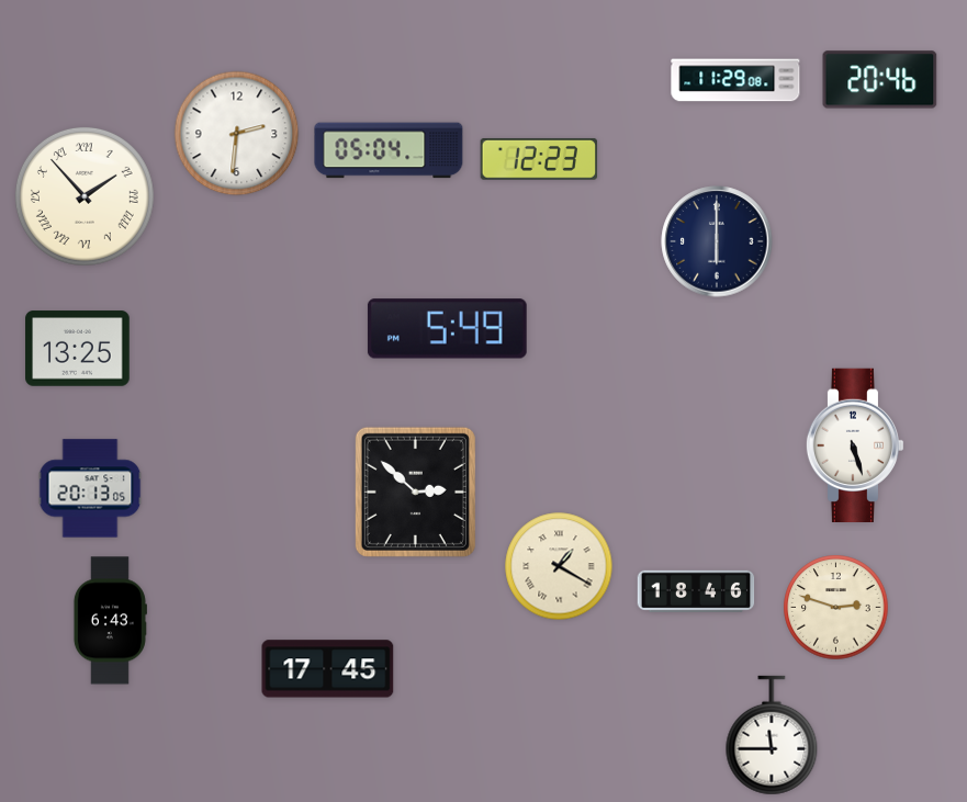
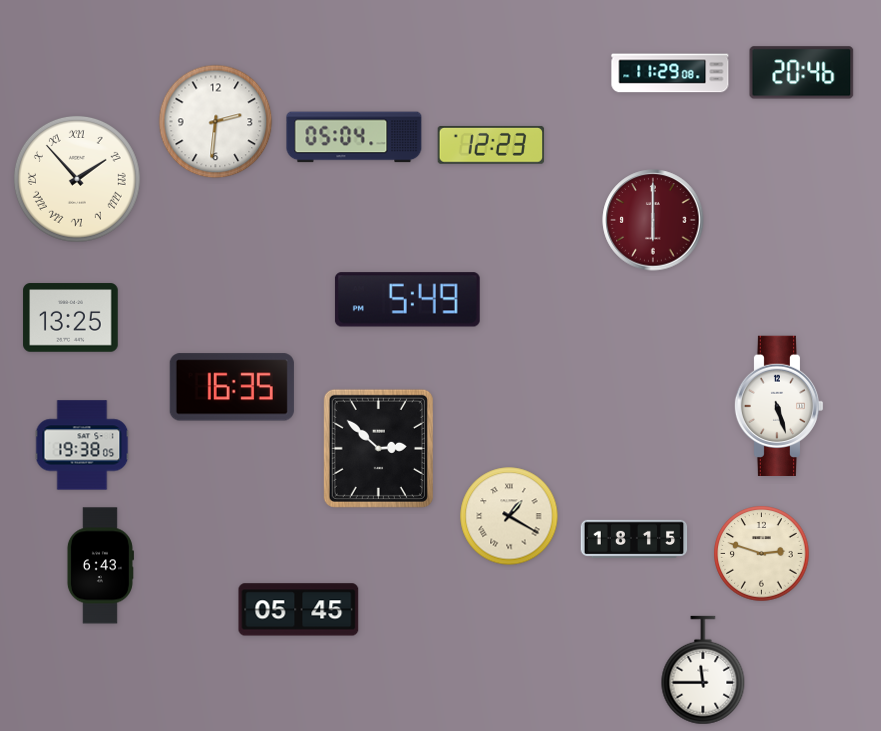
clock at (717, 241) dial: navy -> burgundy
clock at (232, 387): none -> 16:35
clock at (90, 488): 20:13 -> 19:38
clock at (696, 591): 18:46 -> 18:15
clock at (328, 669): 17:45 -> 05:45
